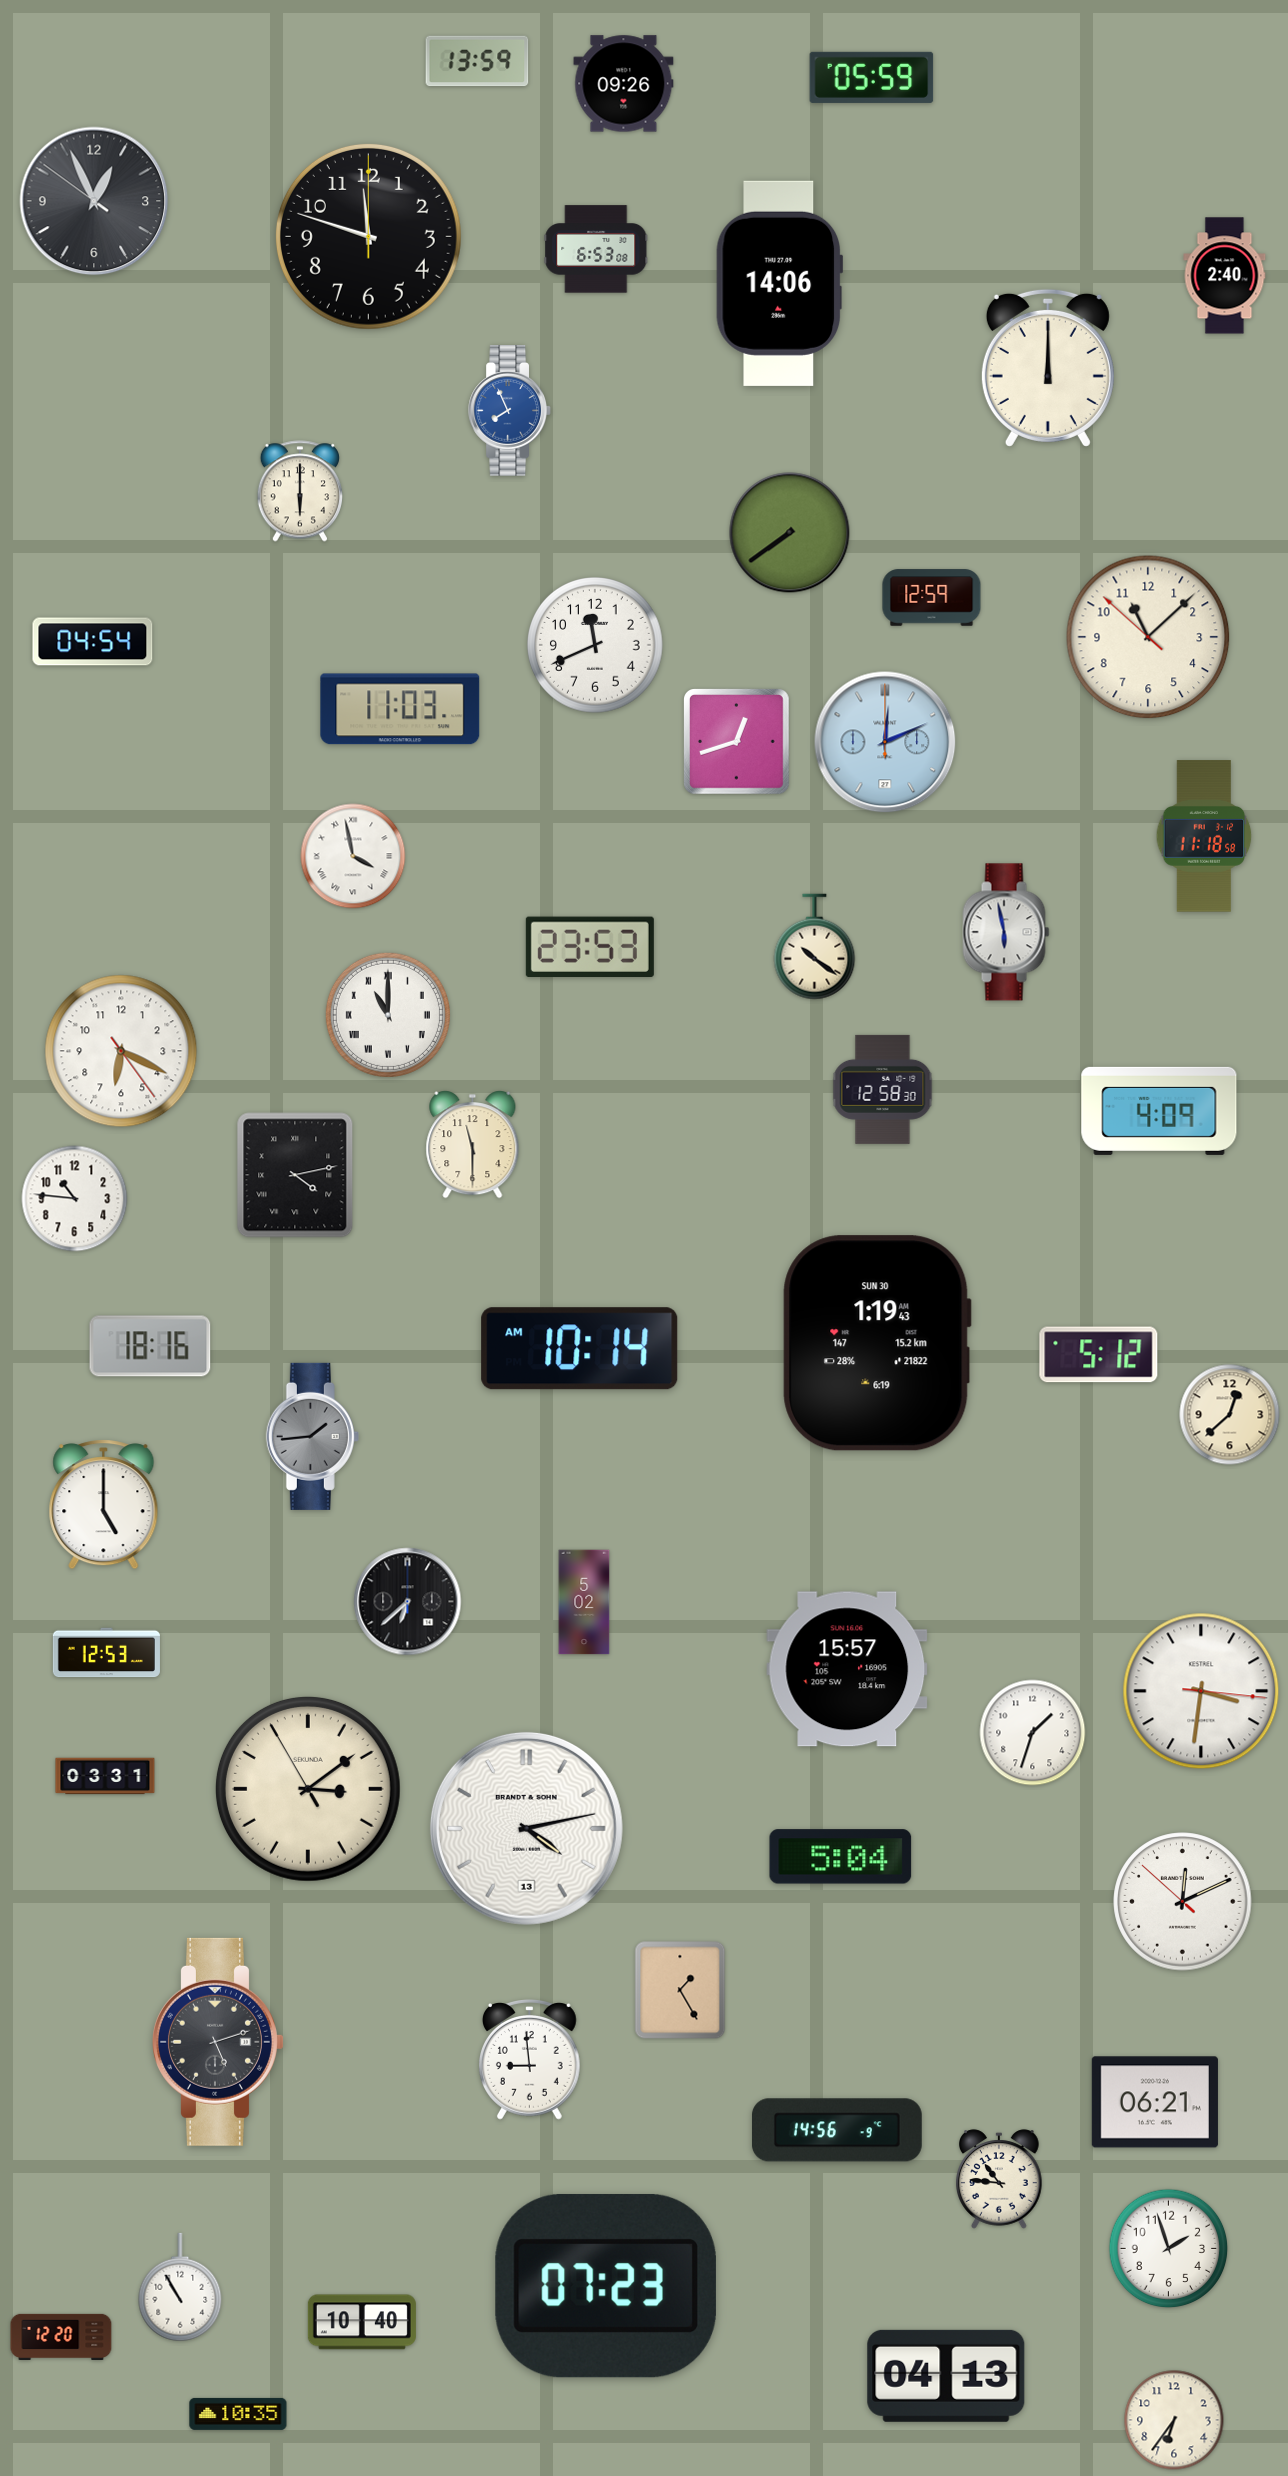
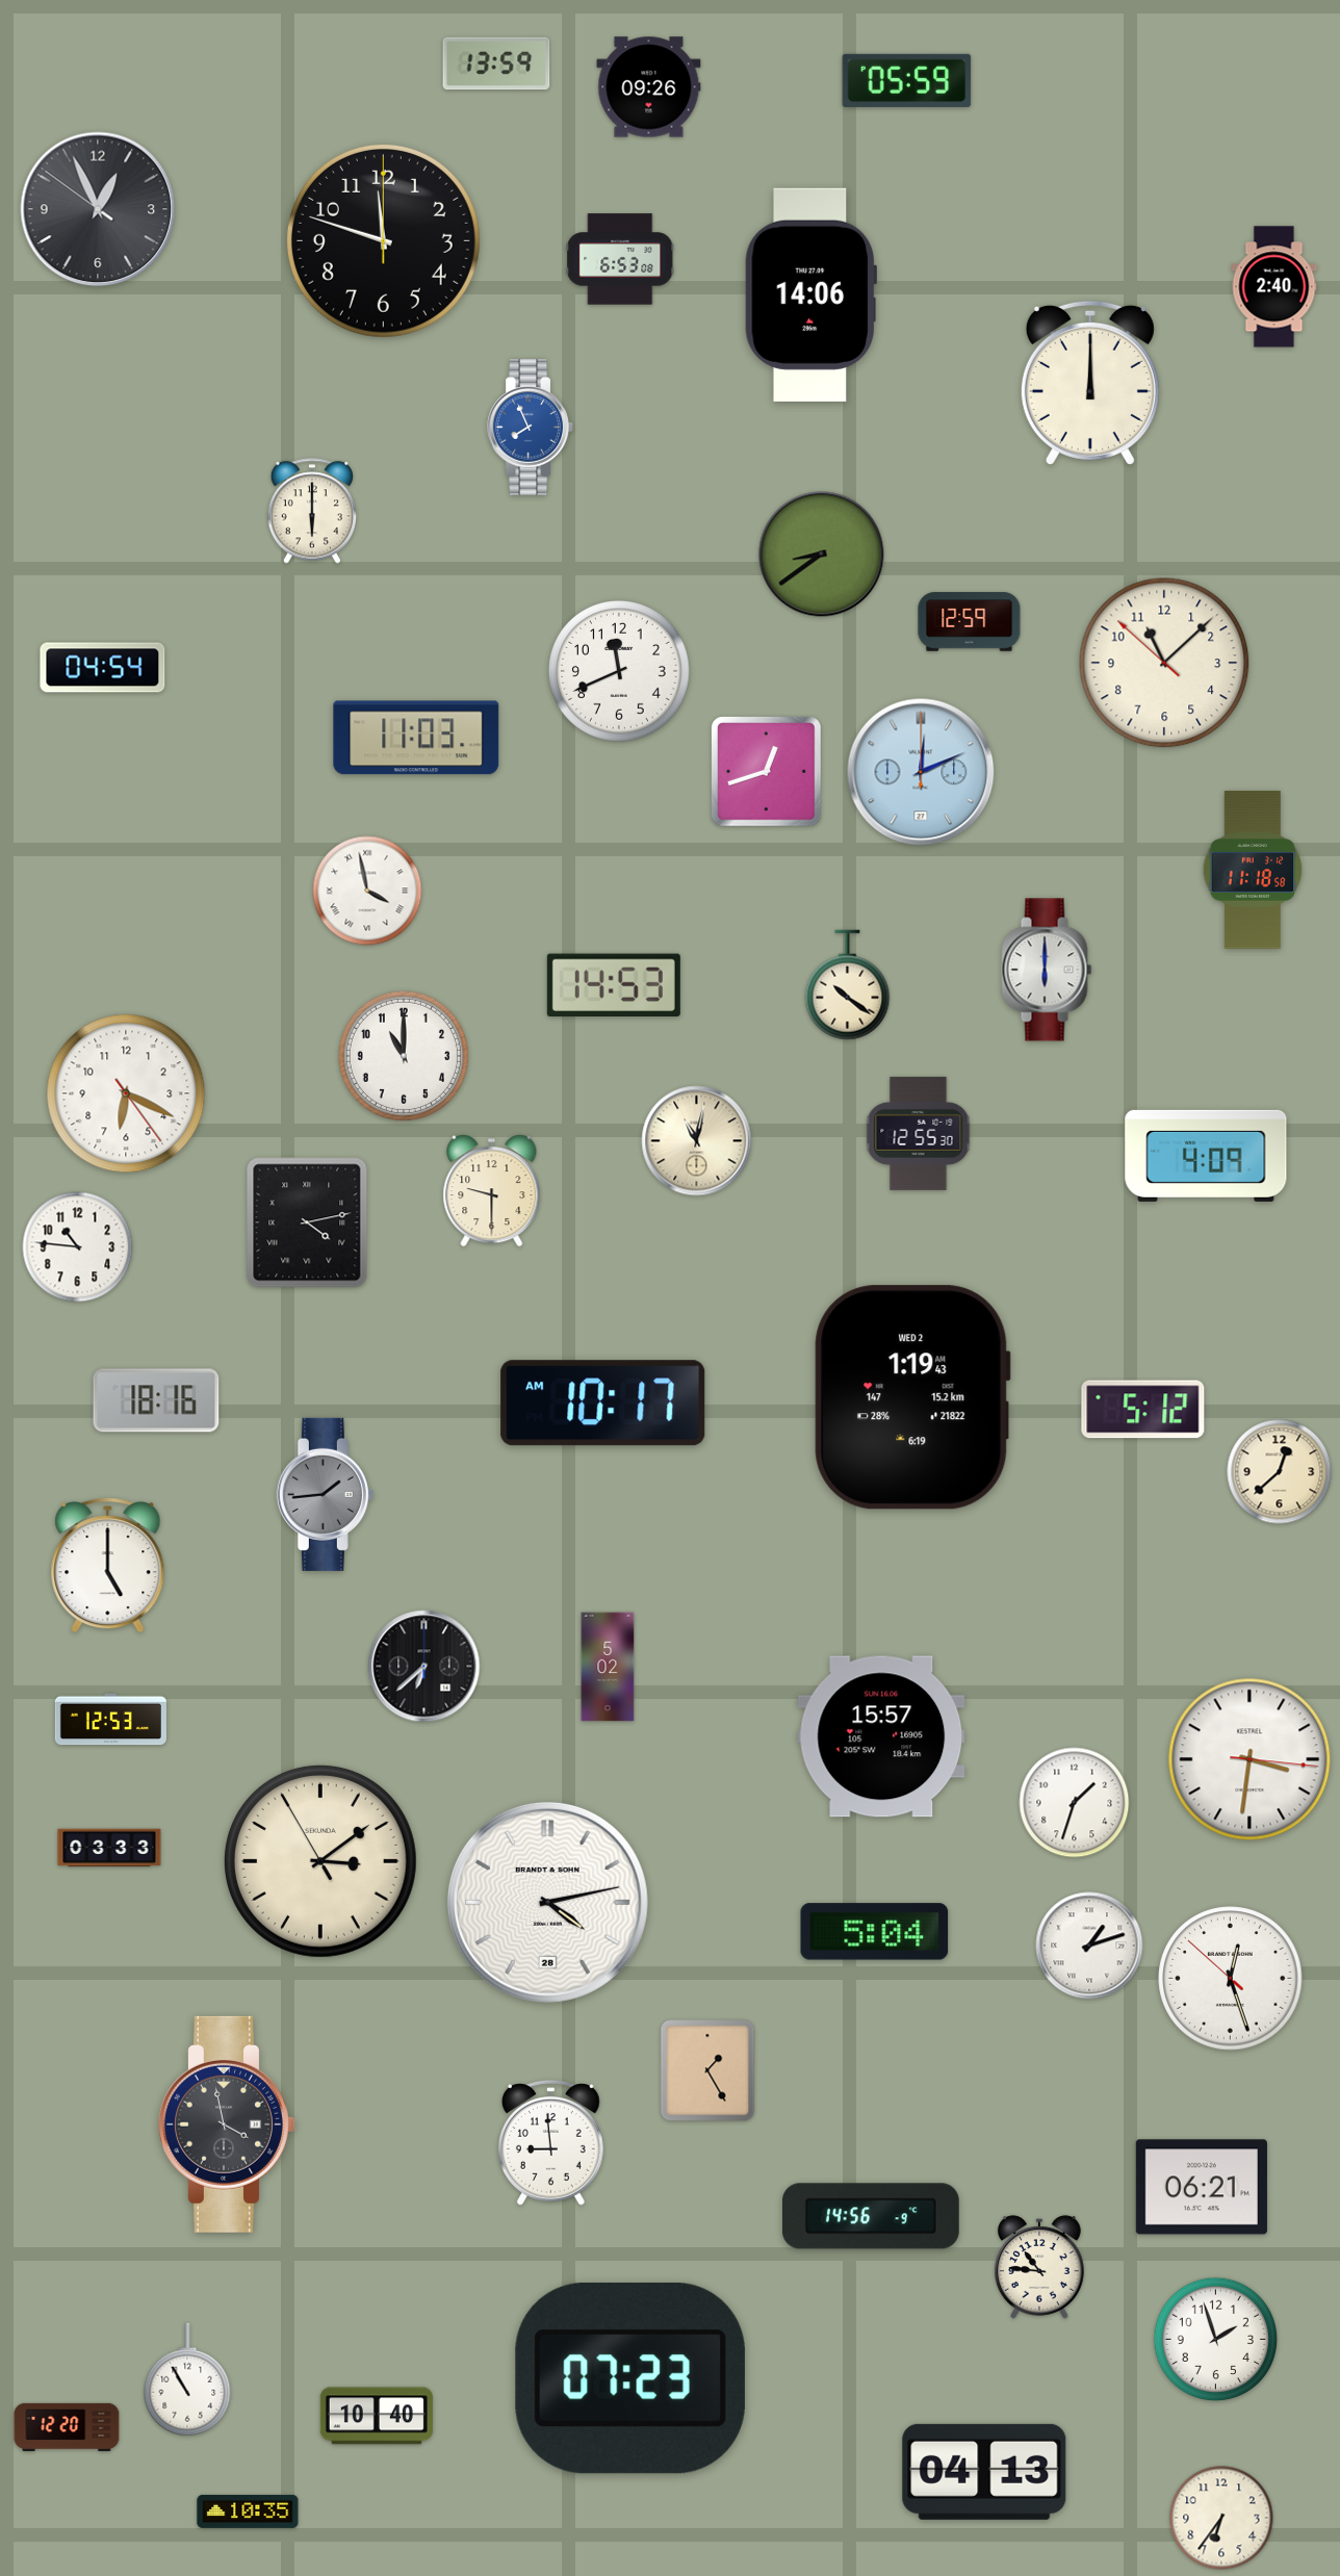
clock at (368, 236) position: (368, 236) -> (383, 240)
clock at (790, 533): 7:39 -> 8:39
clock at (1148, 637) position: (1148, 637) -> (1164, 663)
clock at (93, 642) position: (93, 642) -> (103, 668)
clock at (1006, 932): 5:58 -> 6:00
clock at (590, 947): 23:53 -> 14:53
clock at (388, 1015) numerals: Roman -> Arabic
clock at (883, 1089): 12:58 -> 12:55
clock at (697, 1141): none -> 11:02
clock at (473, 1145): 11:30 -> 9:30
clock at (877, 1343) date: SUN 30 -> WED 2
clock at (580, 1349): 10:14 -> 10:17
clock at (105, 1776): 03:31 -> 03:33
clock at (526, 1828) date: 13 -> 28
clock at (1089, 1946): none -> 1:12
clock at (1183, 1902): 12:10 -> 12:26
clock at (219, 2042): 5:12 -> 3:58
clock at (61, 2336) position: (61, 2336) -> (67, 2426)
